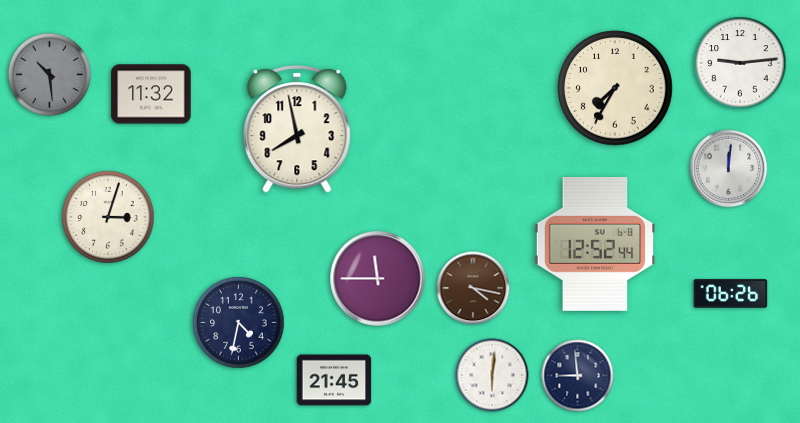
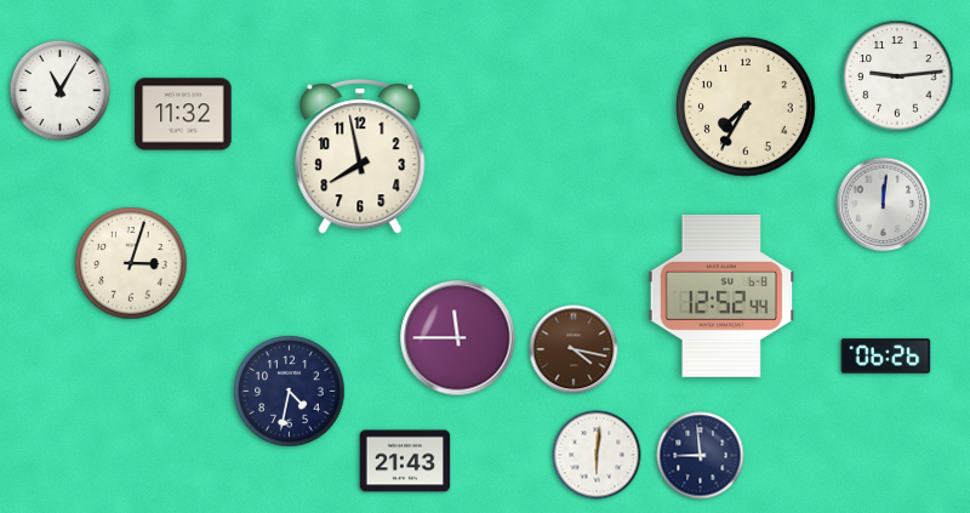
clock at (50, 75): 10:29 -> 11:05
clock at (50, 75) dial: grey -> white
clock at (334, 380): 21:45 -> 21:43
